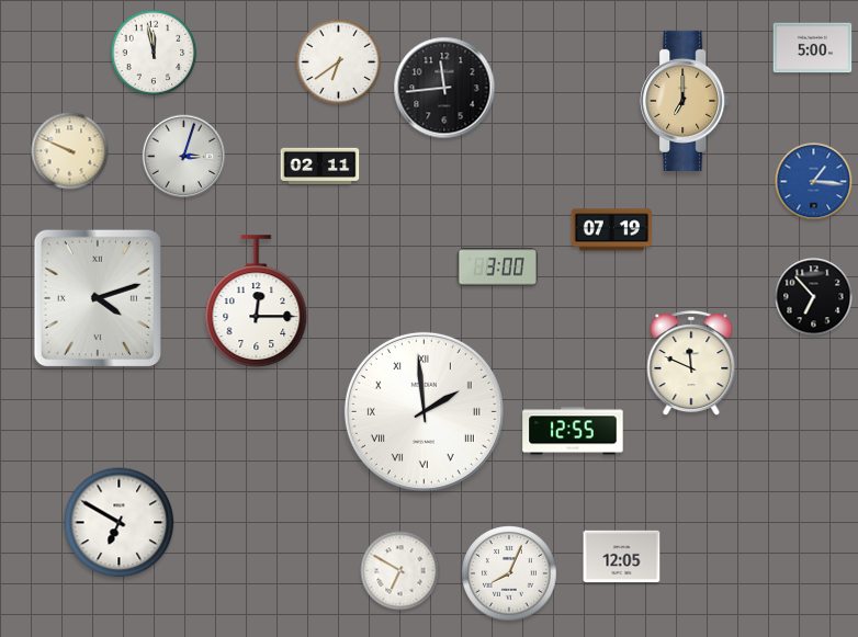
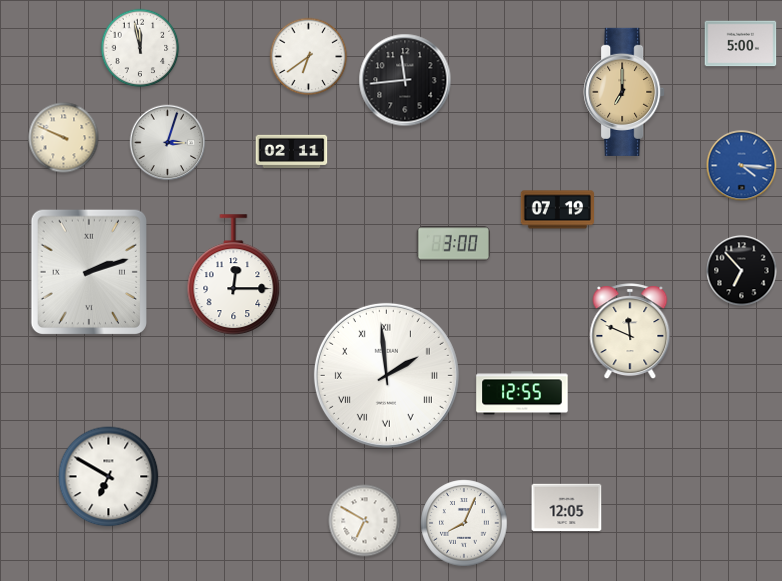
clock at (814, 182): 1:16 -> 4:16
clock at (97, 297): 4:12 -> 2:12
